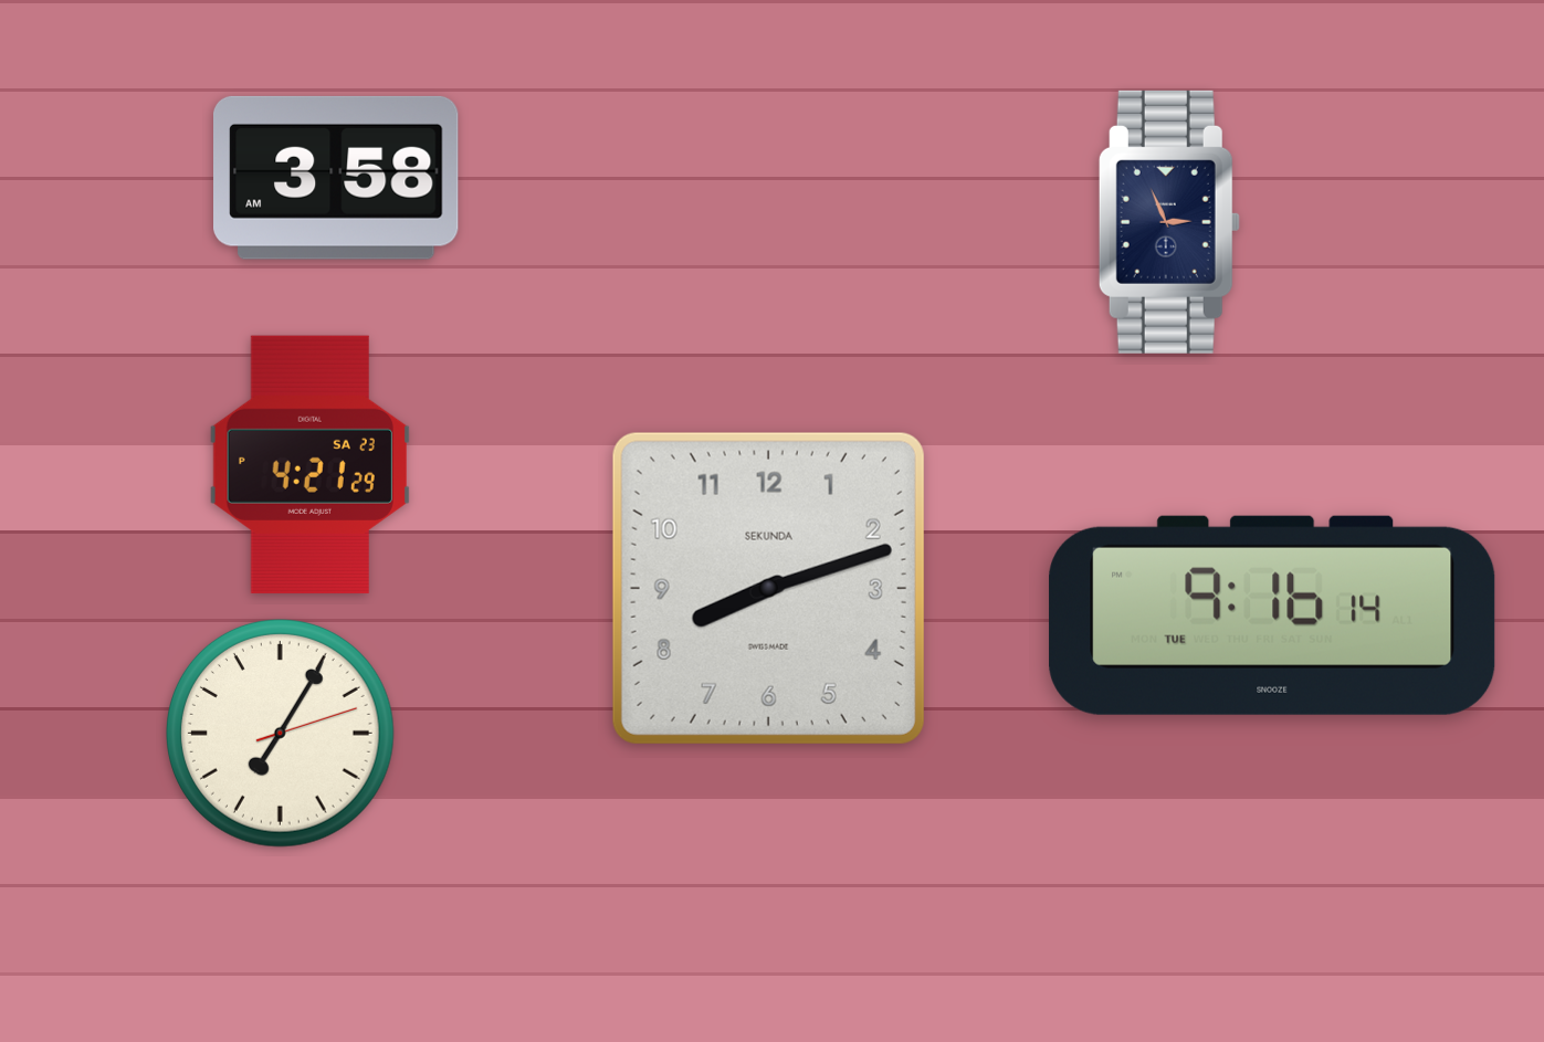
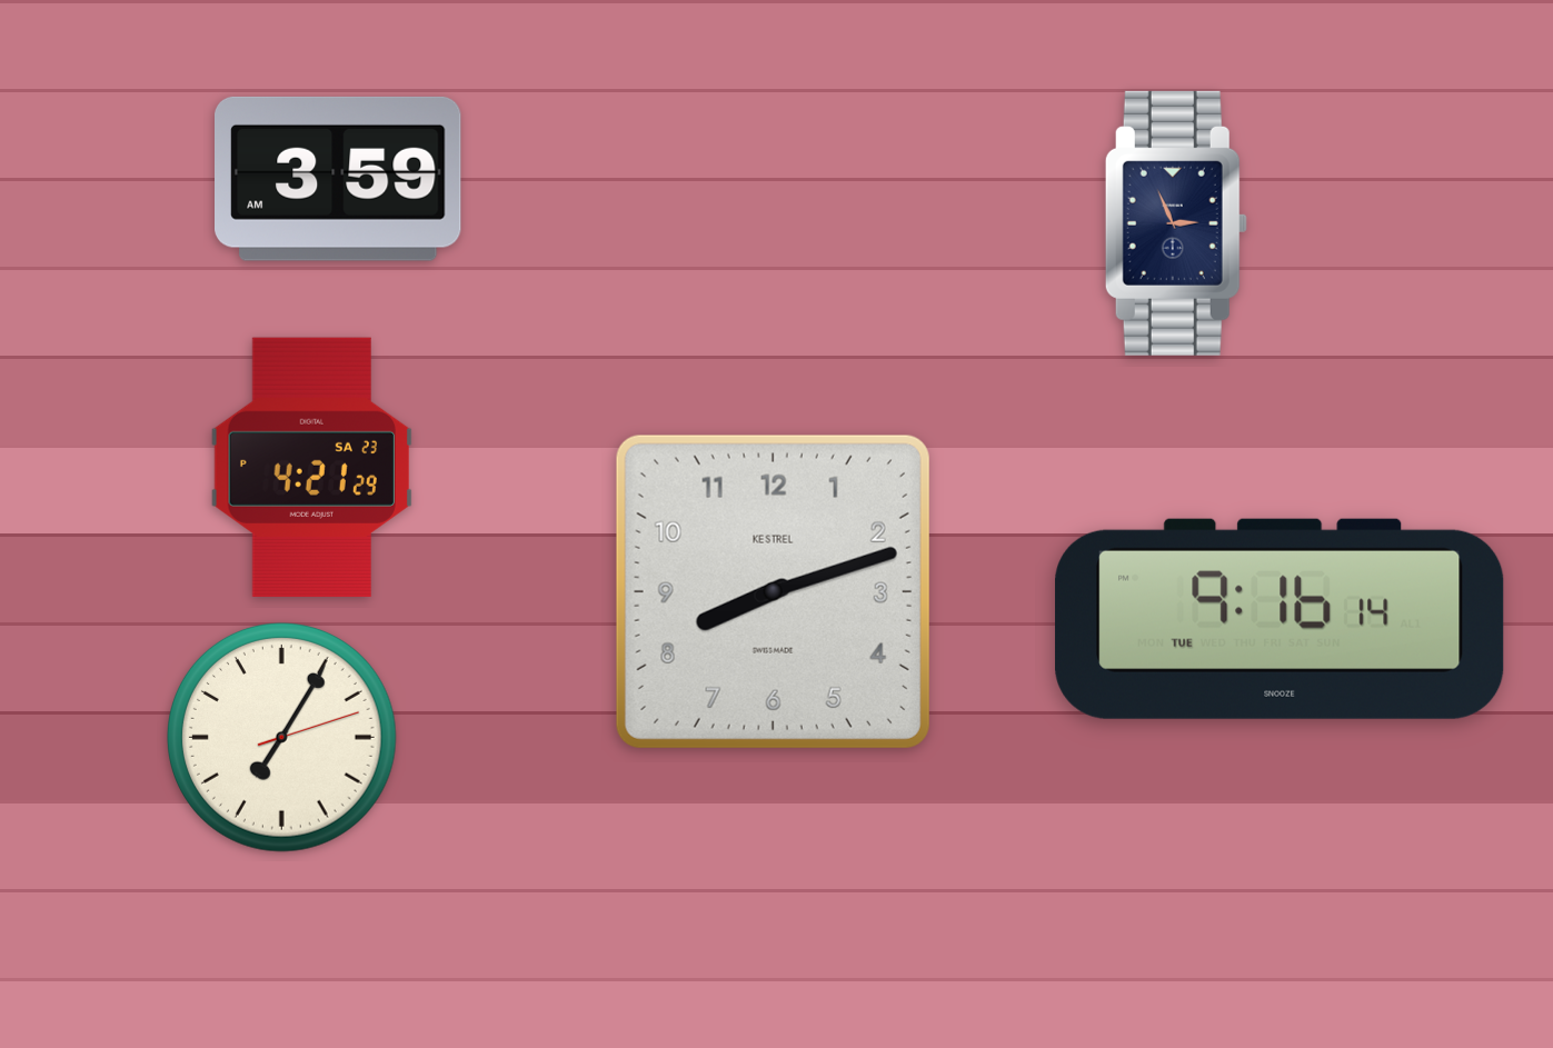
clock at (337, 178): 3:58 -> 3:59
clock at (768, 588) brand: SEKUNDA -> KESTREL
